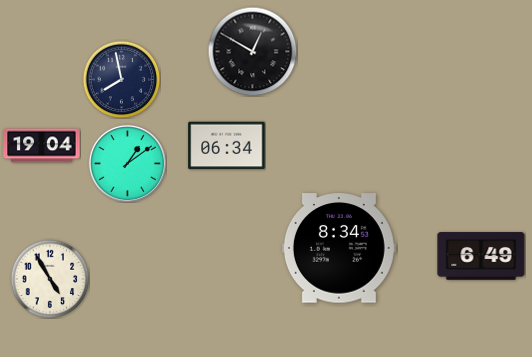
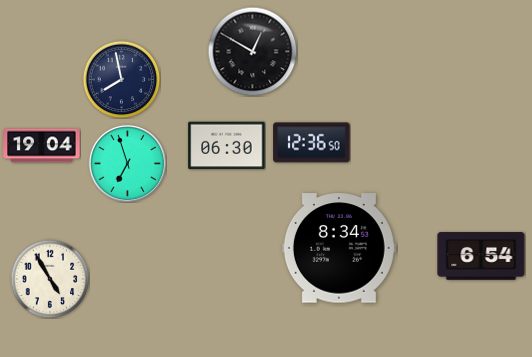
clock at (312, 143): none -> 12:36
clock at (227, 146): 06:34 -> 06:30
clock at (127, 163): 1:09 -> 6:57
clock at (481, 256): 6:49 -> 6:54
